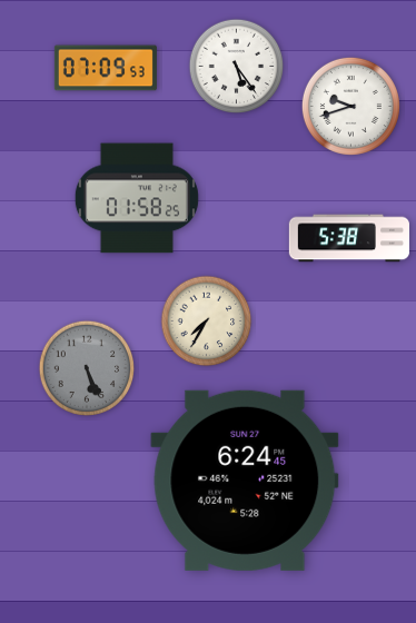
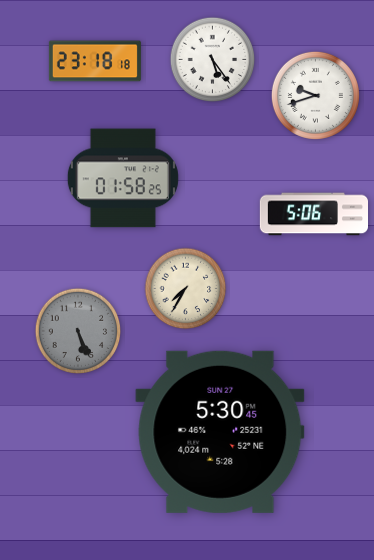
clock at (106, 68): 07:09 -> 23:18
clock at (348, 238): 5:38 -> 5:06
clock at (245, 481): 6:24 -> 5:30
